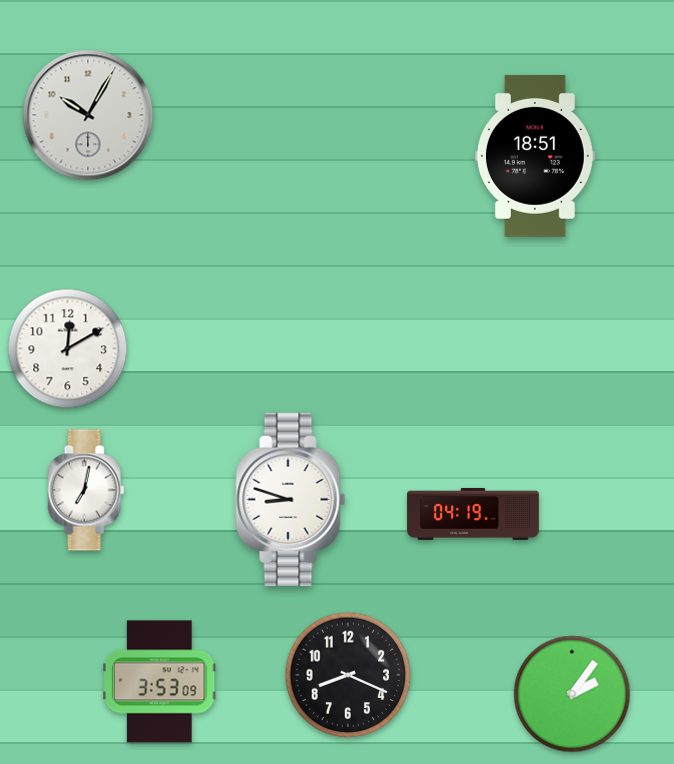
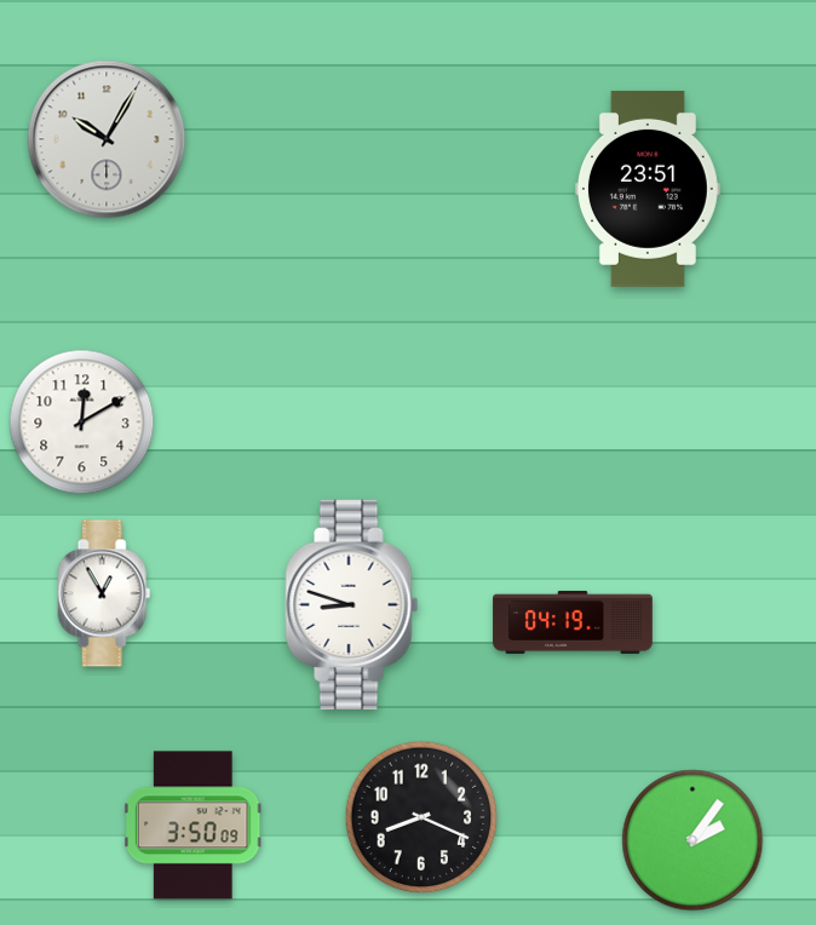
clock at (535, 156): 18:51 -> 23:51
clock at (86, 490): 7:02 -> 12:55
clock at (159, 682): 3:53 -> 3:50
